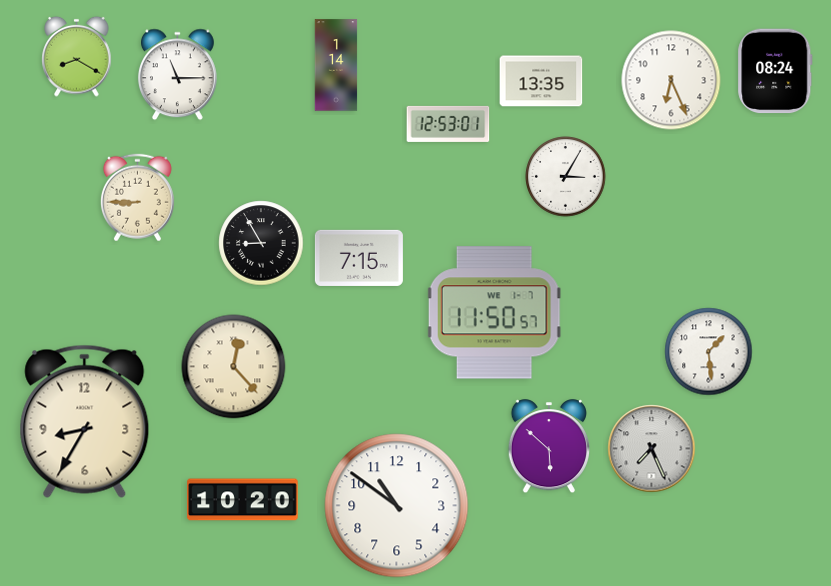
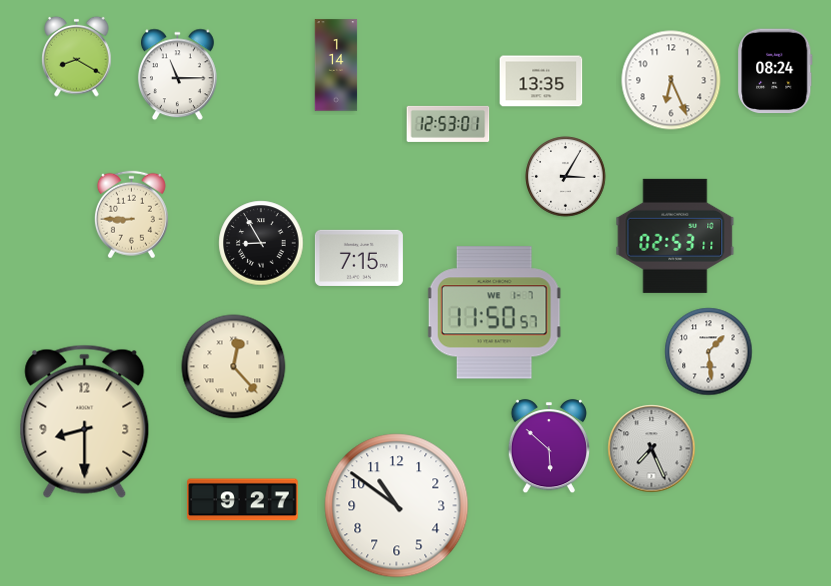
clock at (137, 198) position: (137, 198) -> (131, 215)
clock at (675, 236): none -> 02:53
clock at (85, 421): 8:35 -> 8:30
clock at (243, 500): 10:20 -> 9:27
